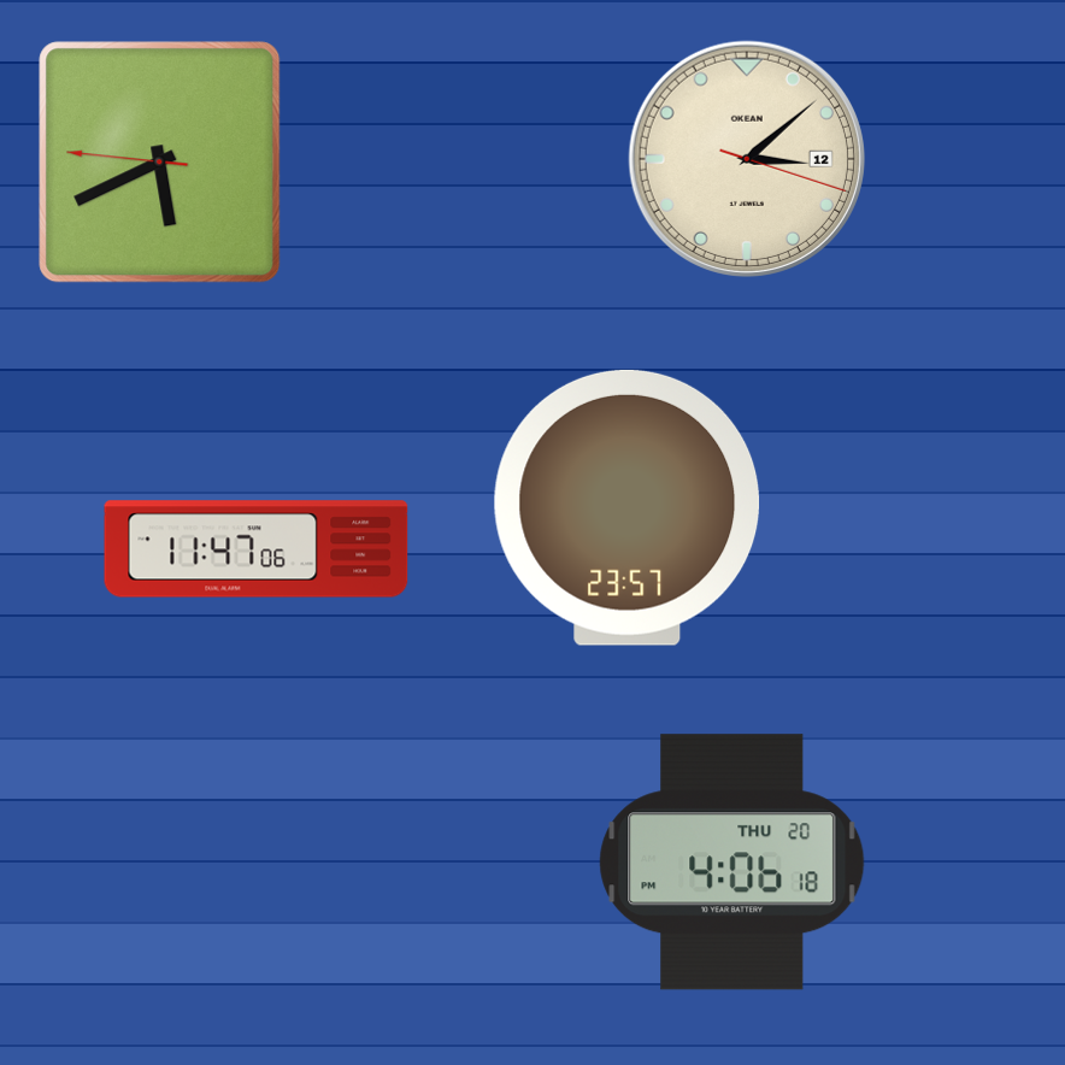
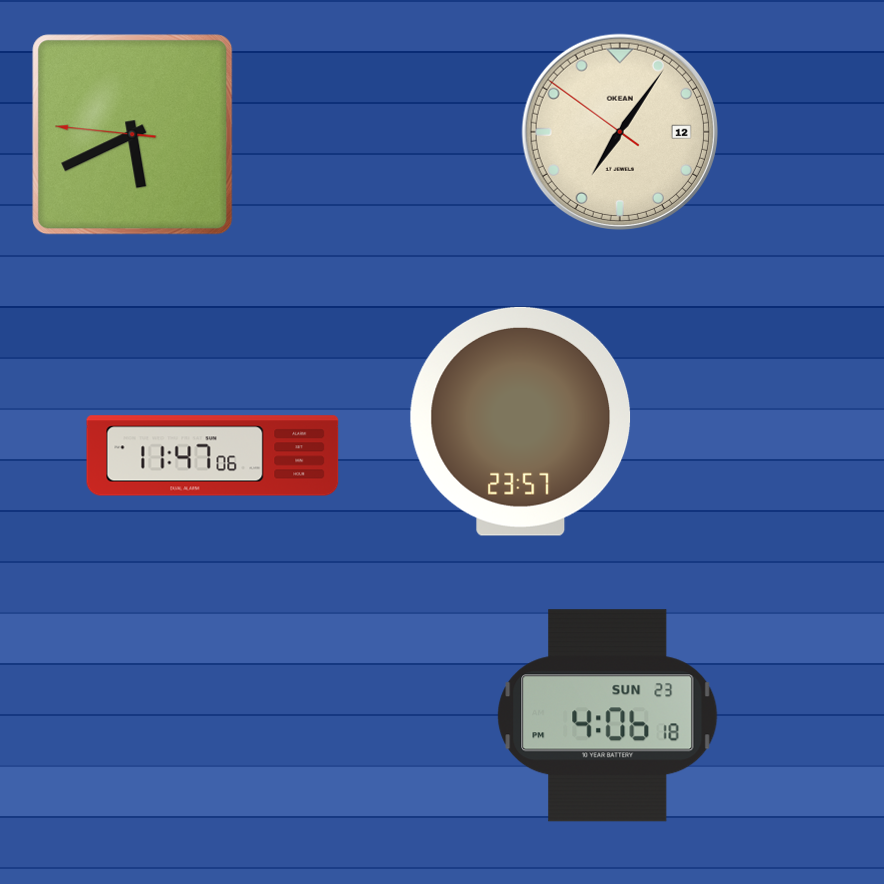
clock at (747, 158): 3:08 -> 7:05
clock at (732, 863) date: THU 20 -> SUN 23
